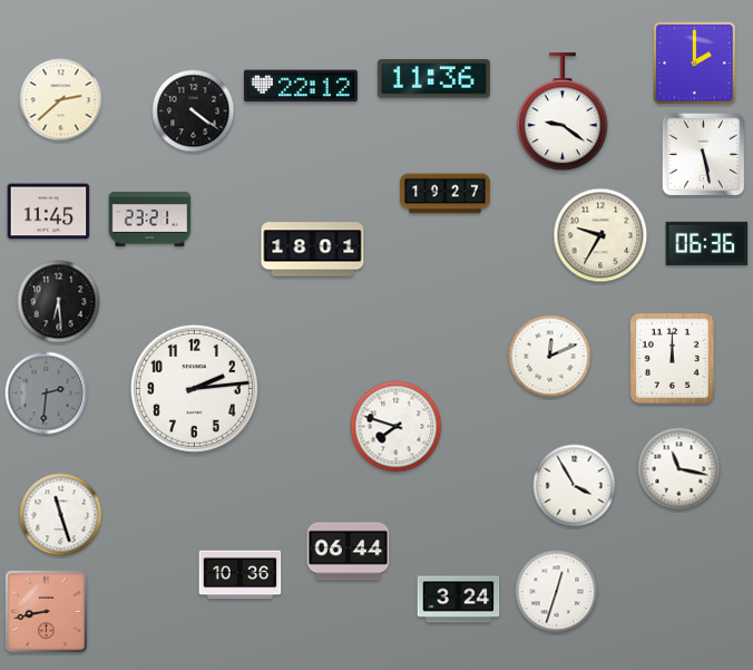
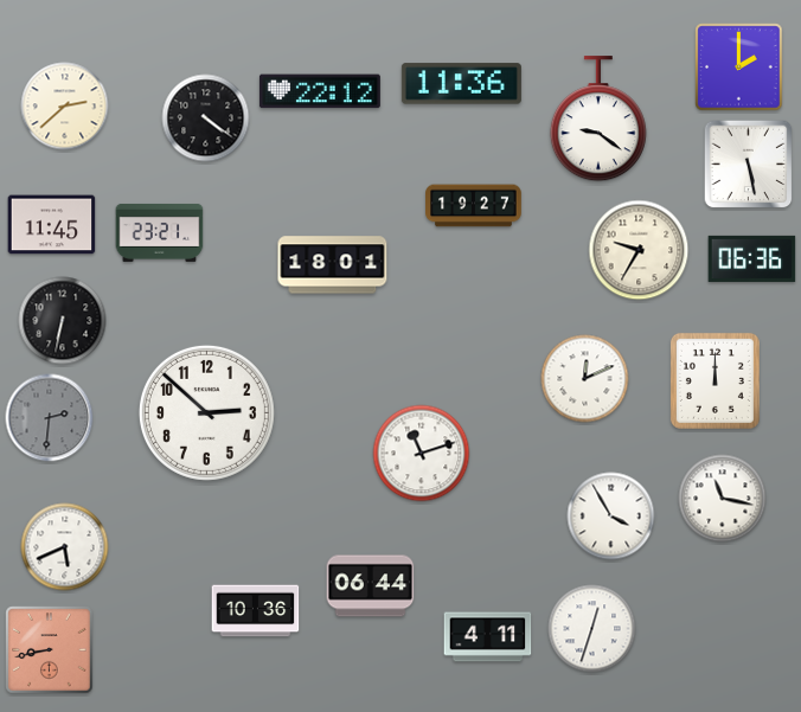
clock at (59, 302): 6:29 -> 6:32
clock at (194, 388): 2:14 -> 2:52
clock at (397, 427): 7:48 -> 11:12
clock at (61, 515): 11:27 -> 5:41
clock at (459, 600): 3:24 -> 4:11
